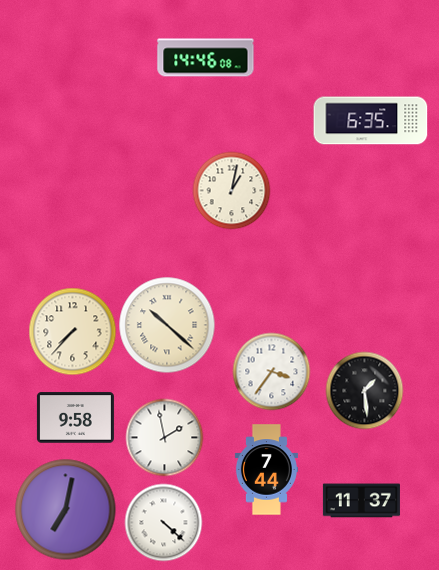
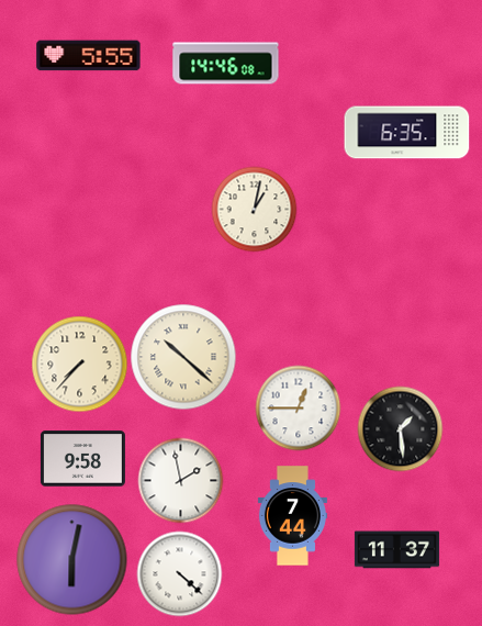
clock at (89, 56): none -> 5:55
clock at (271, 371): 3:36 -> 12:45
clock at (66, 510): 7:02 -> 6:02
